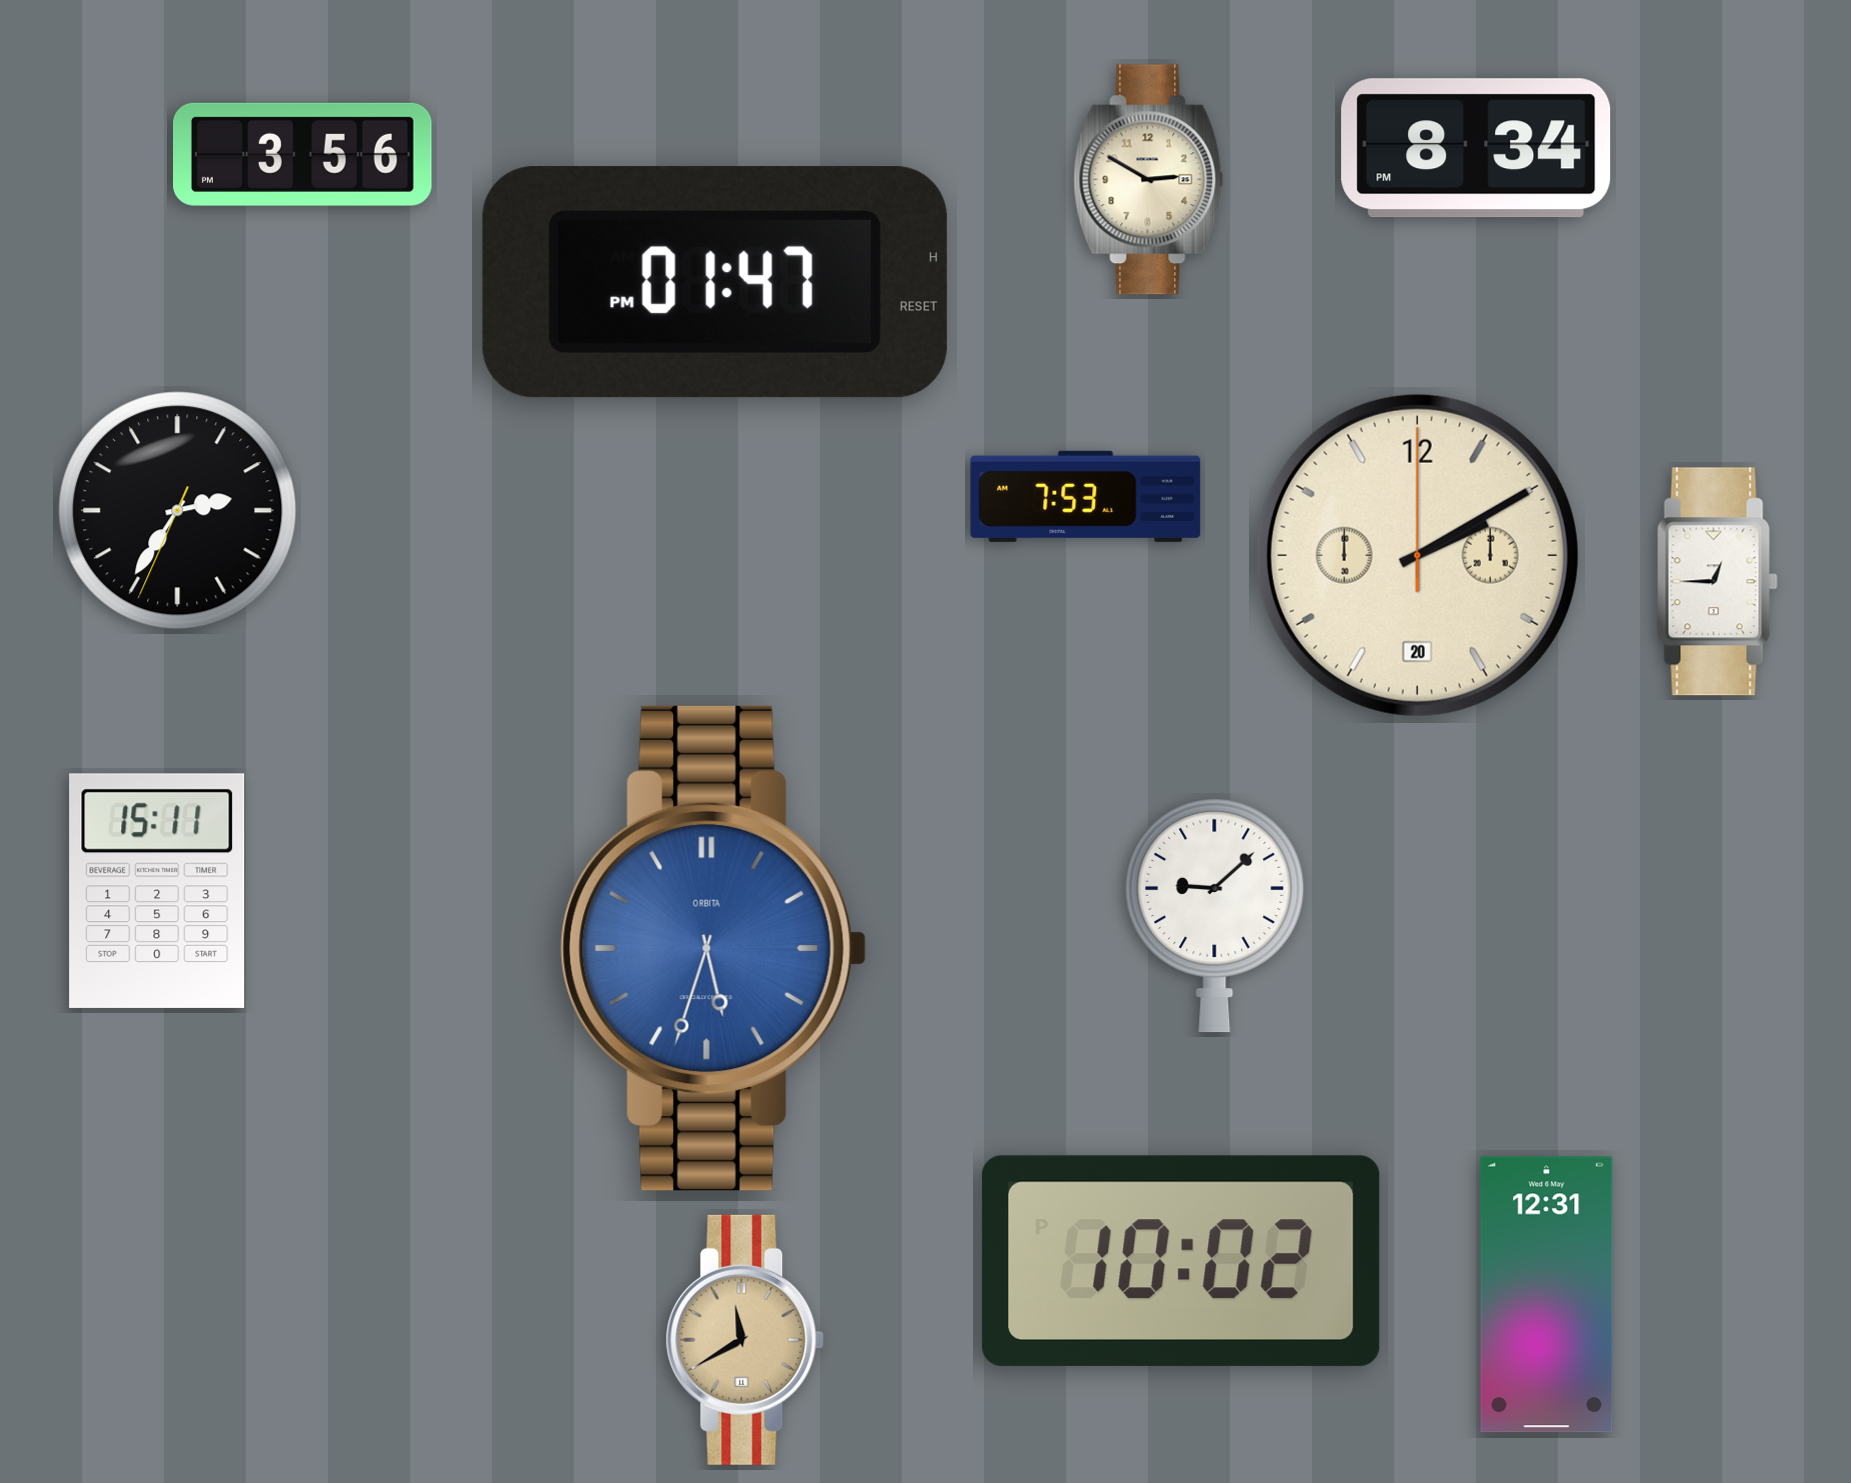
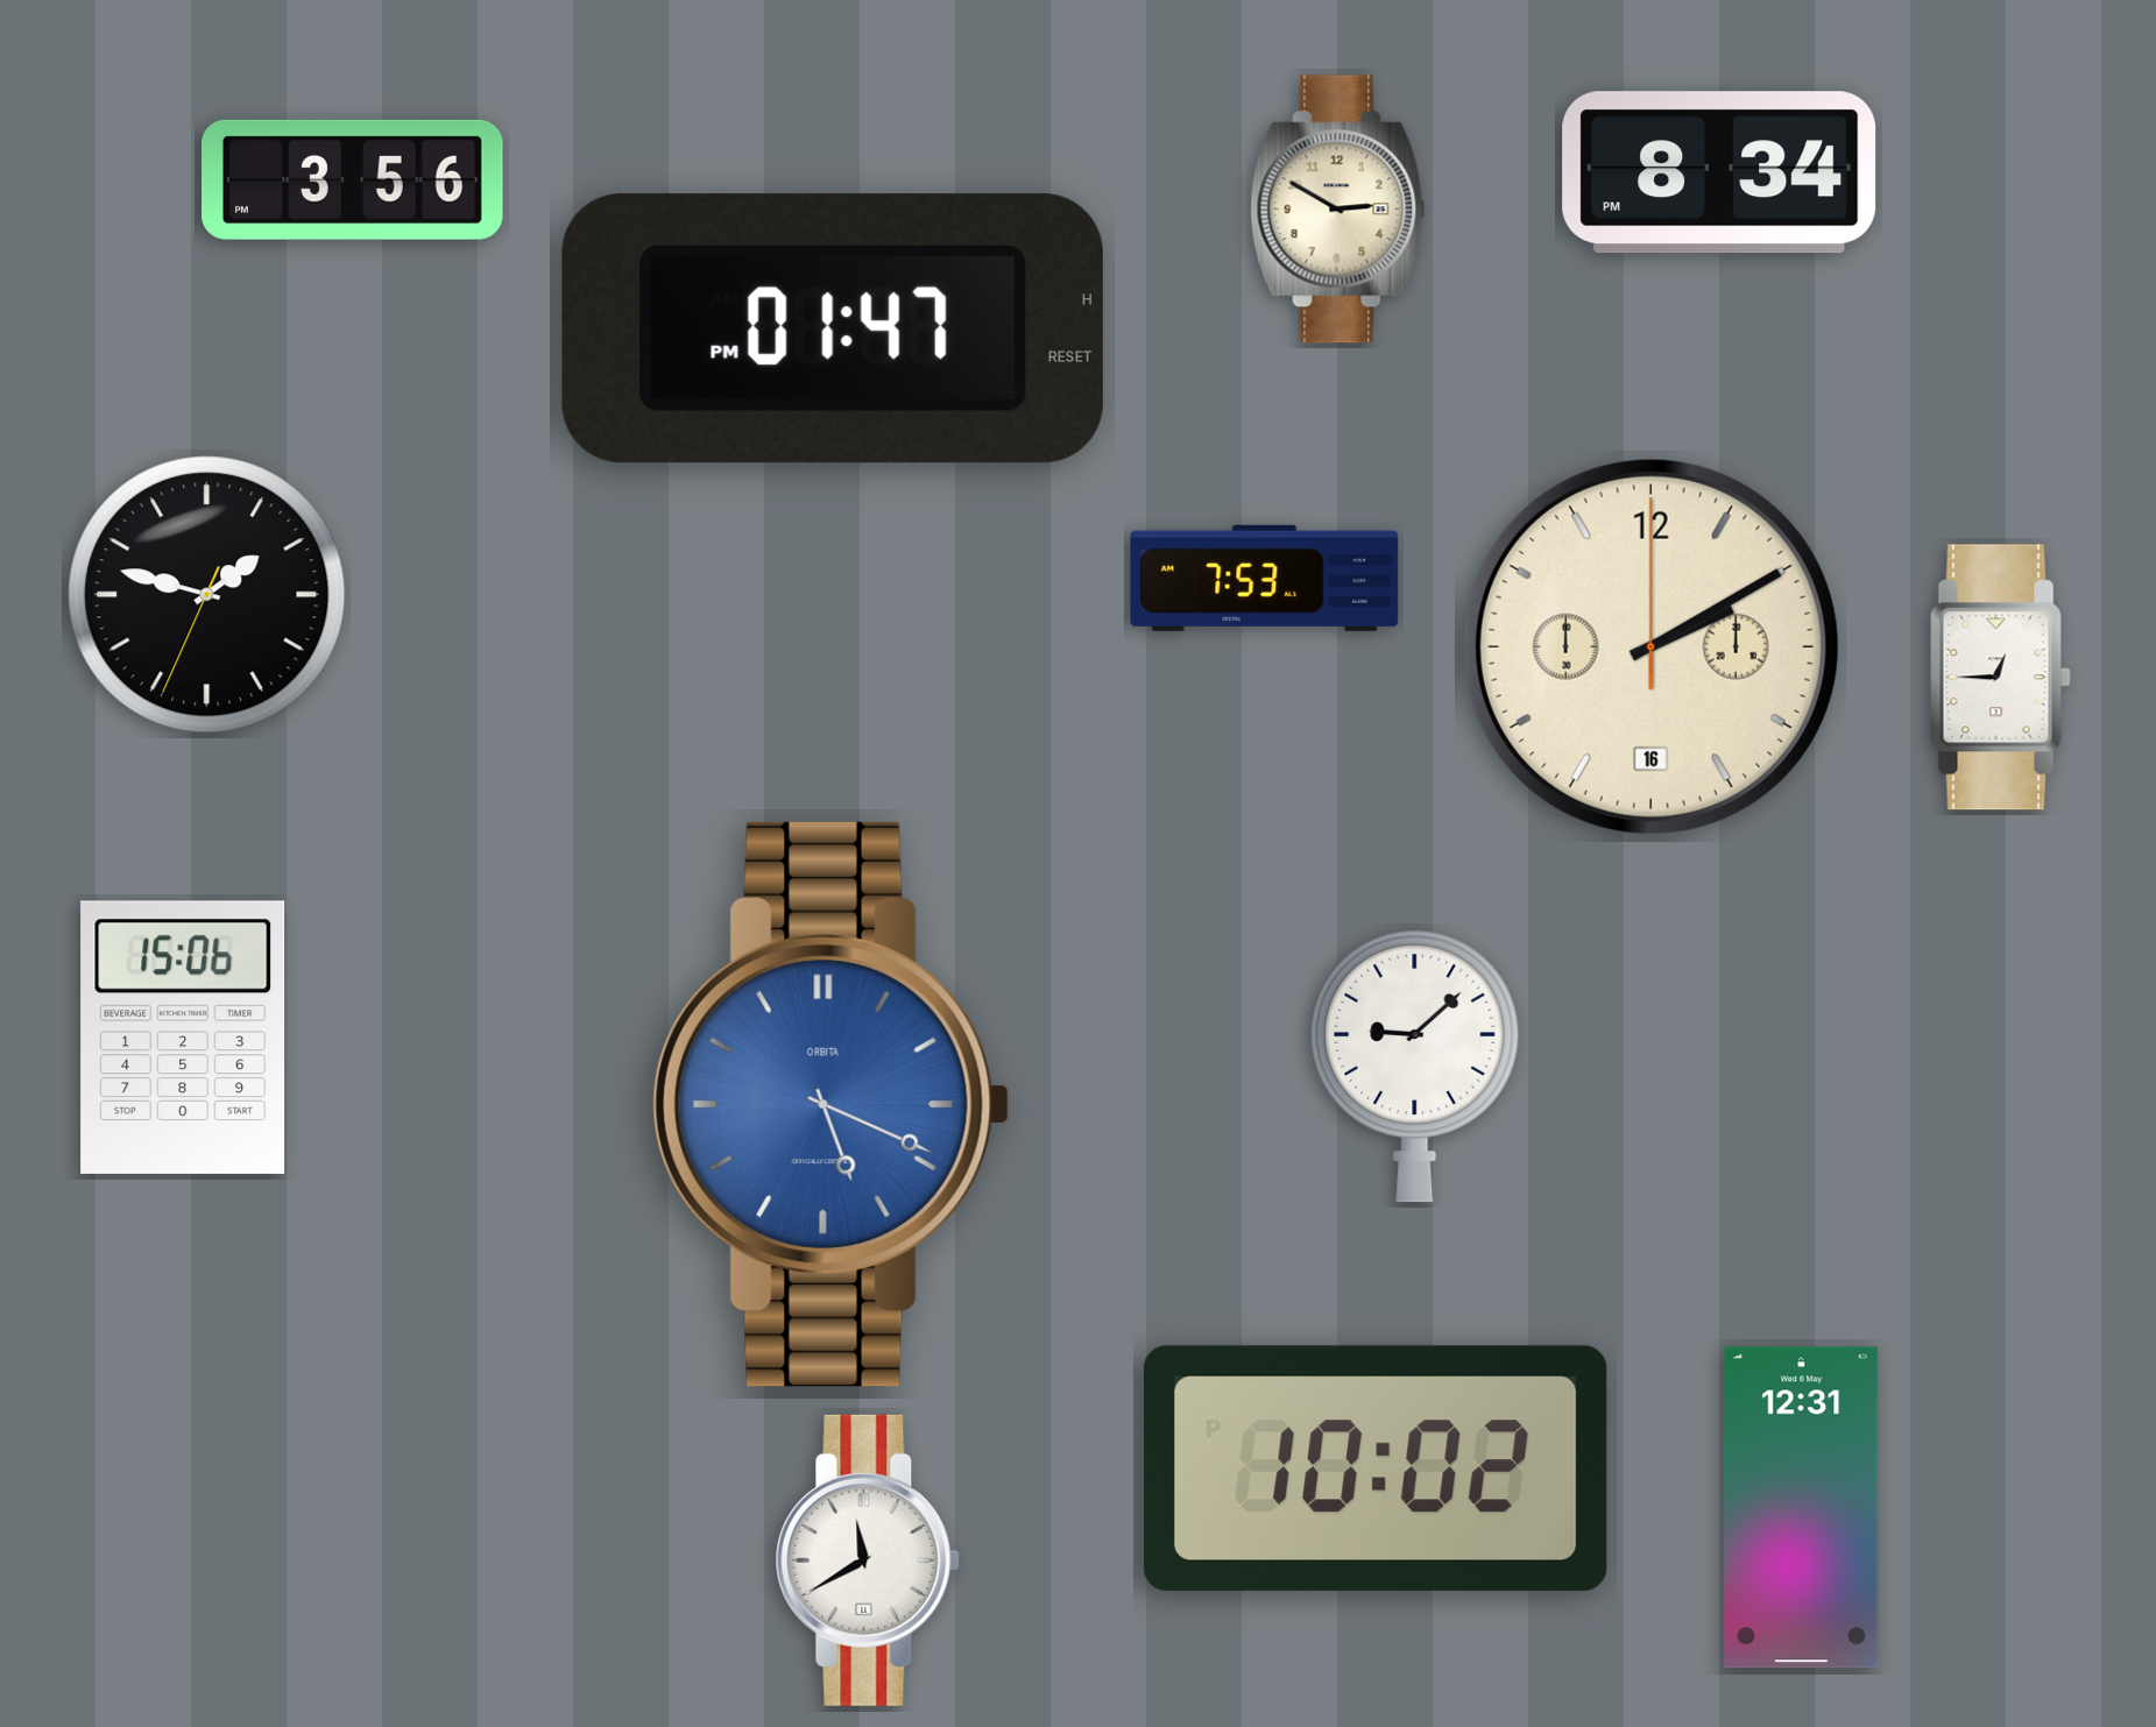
clock at (178, 511): 2:35 -> 1:47
clock at (1417, 555) date: 20 -> 16
clock at (157, 891): 15:11 -> 15:06
clock at (713, 948): 5:33 -> 5:19
clock at (745, 1340) dial: champagne -> white
